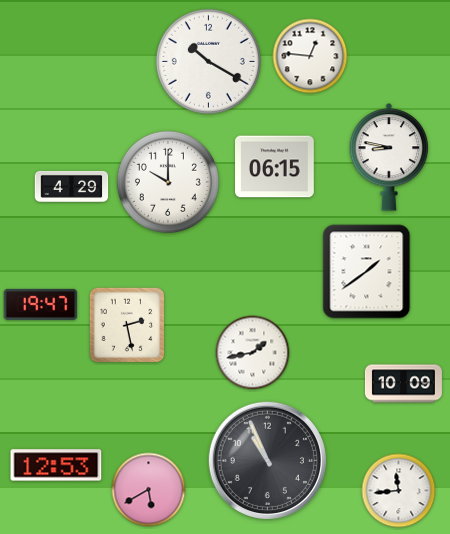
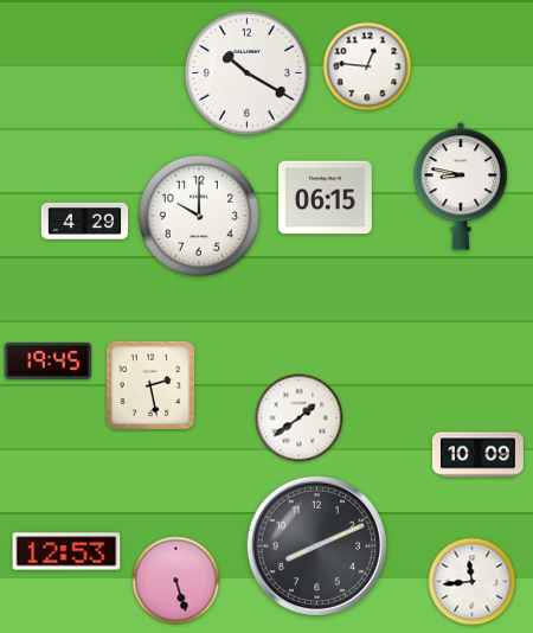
clock at (367, 272): 1:39 -> none
clock at (41, 304): 19:47 -> 19:45
clock at (253, 353): 1:43 -> 1:39
clock at (267, 460): 10:56 -> 8:11
clock at (149, 490): 5:40 -> 5:27
